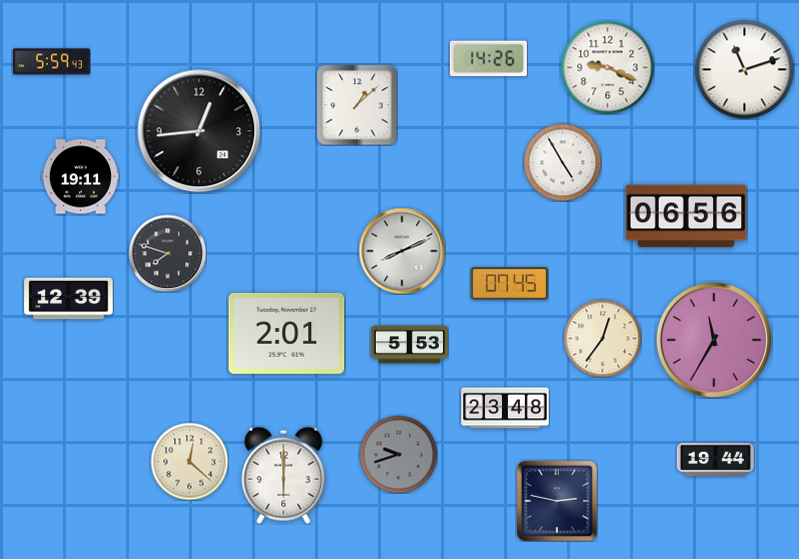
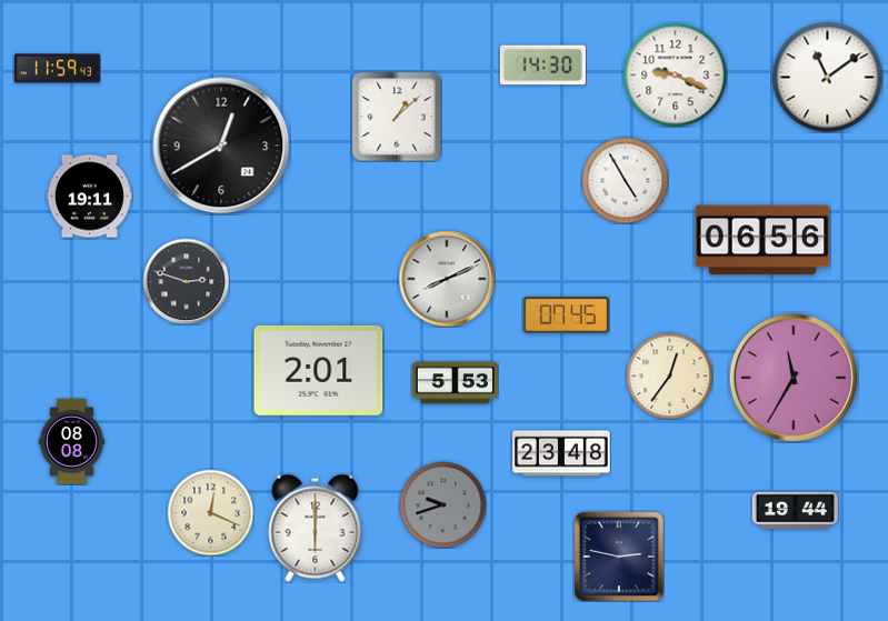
clock at (488, 59): 14:26 -> 14:30
clock at (51, 62): 5:59 -> 11:59
clock at (745, 70): 11:12 -> 11:09
clock at (199, 131): 12:44 -> 12:40
clock at (167, 253): 7:48 -> 2:48
clock at (69, 299): 12:39 -> none
clock at (71, 441): none -> 08:08
clock at (189, 461): 12:22 -> 12:19
